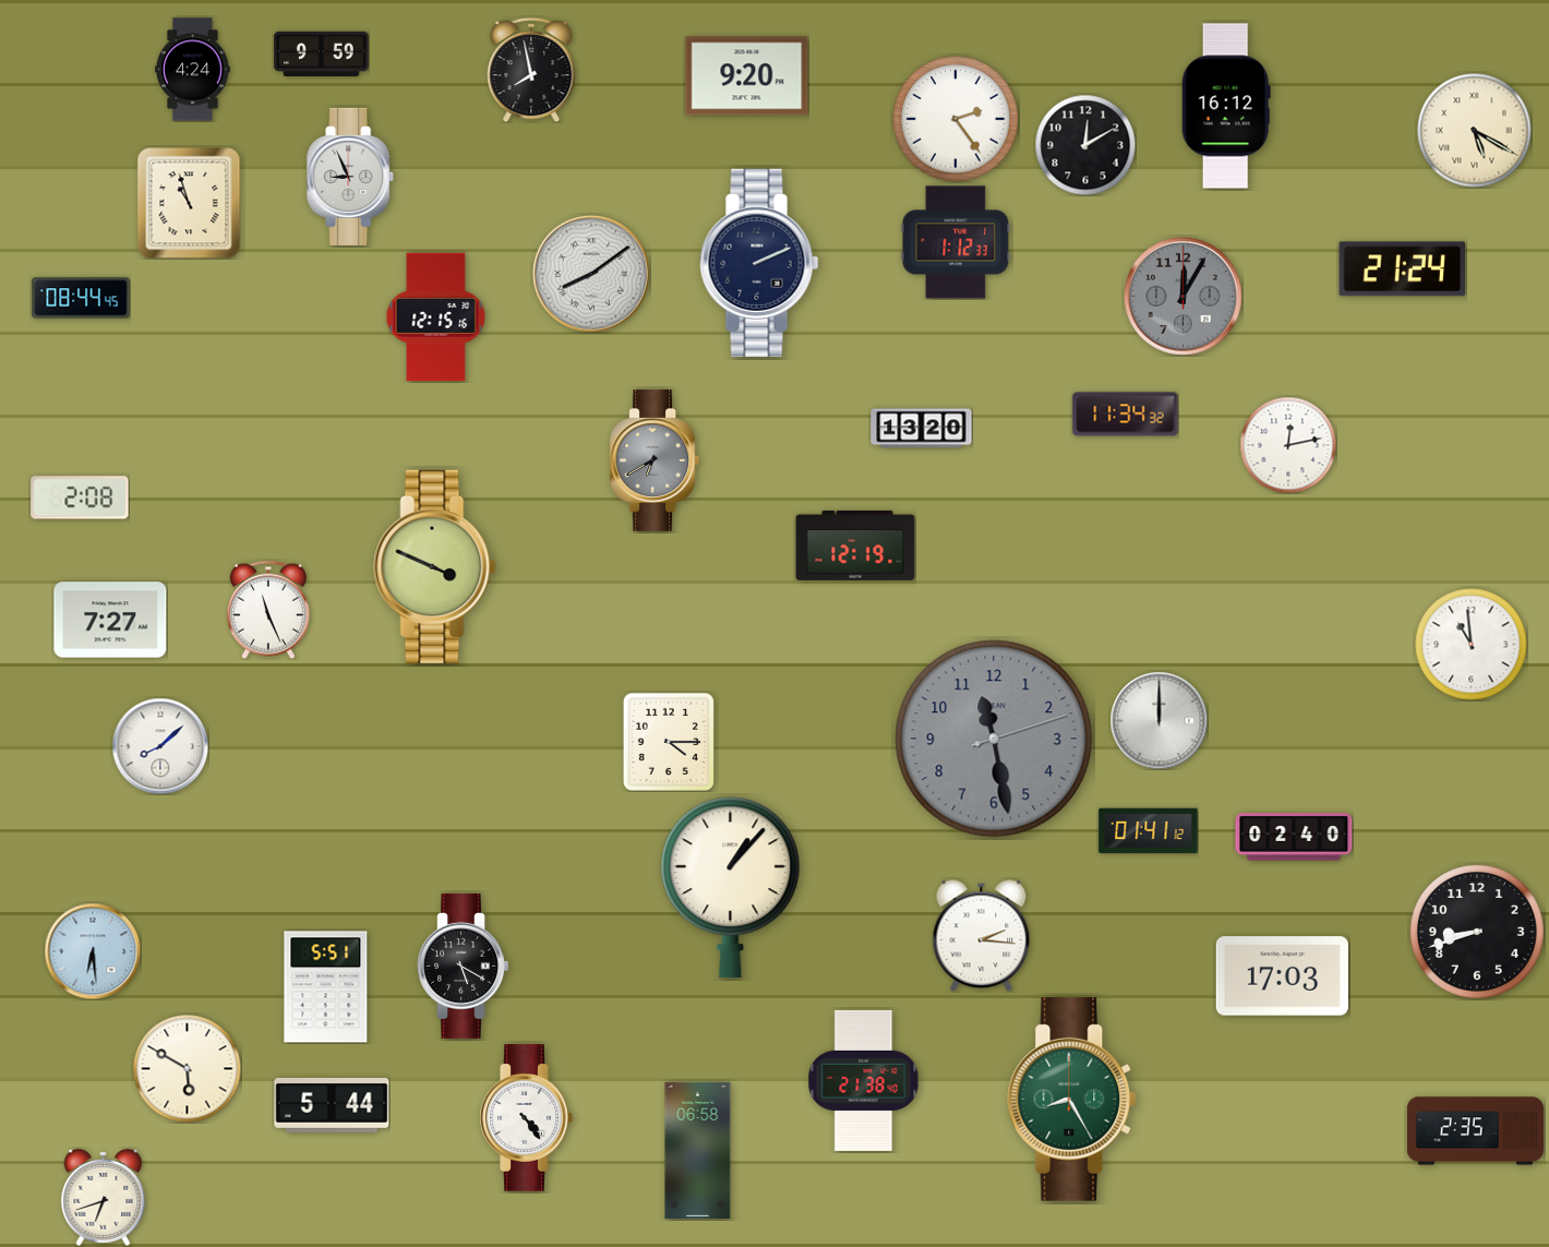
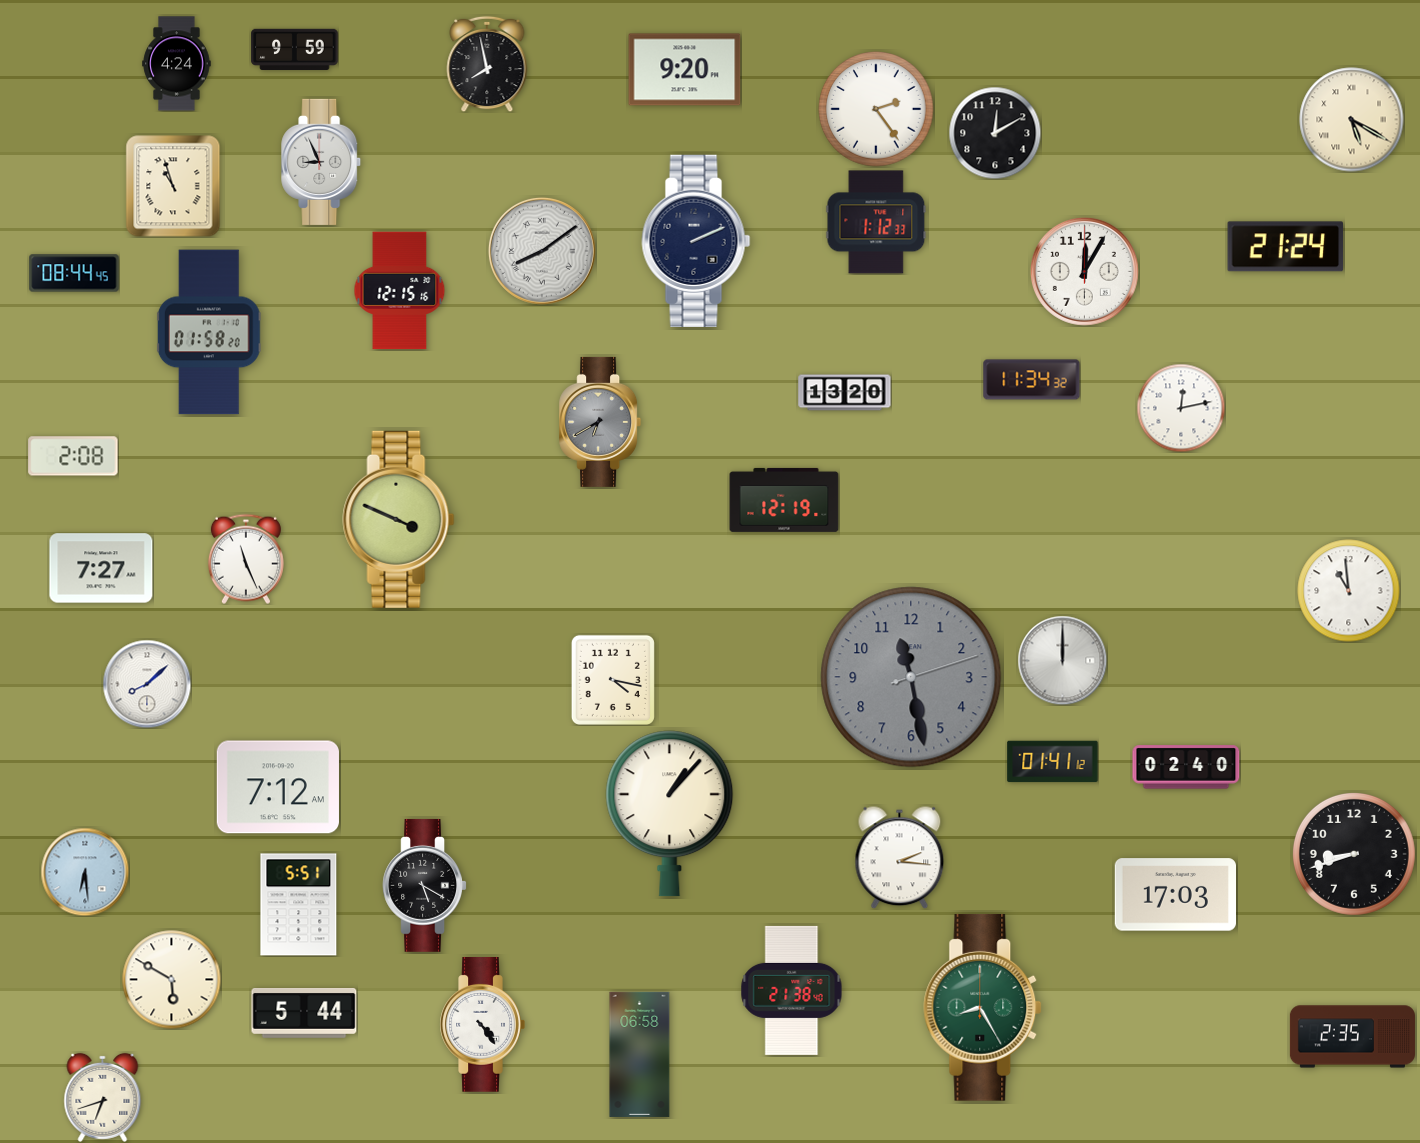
clock at (1226, 106): 16:12 -> none
clock at (1182, 296) dial: grey -> white
clock at (209, 332): none -> 01:58
clock at (669, 742): 4:15 -> 4:17
clock at (278, 787): none -> 7:12
clock at (104, 1197) position: (104, 1197) -> (103, 1097)
